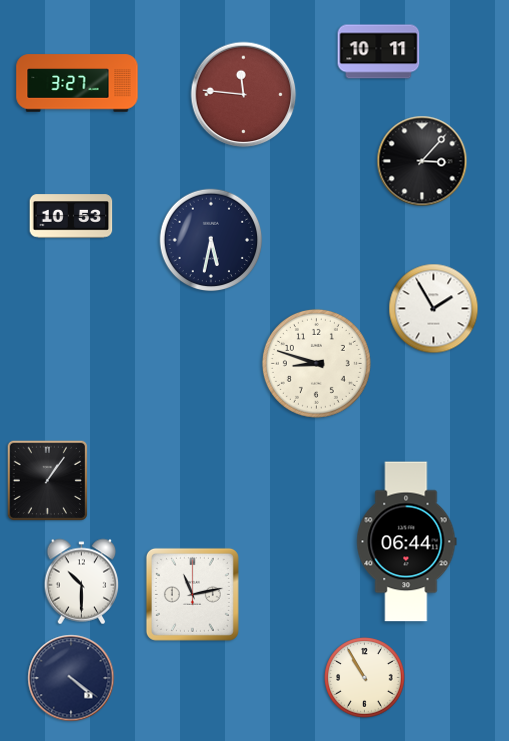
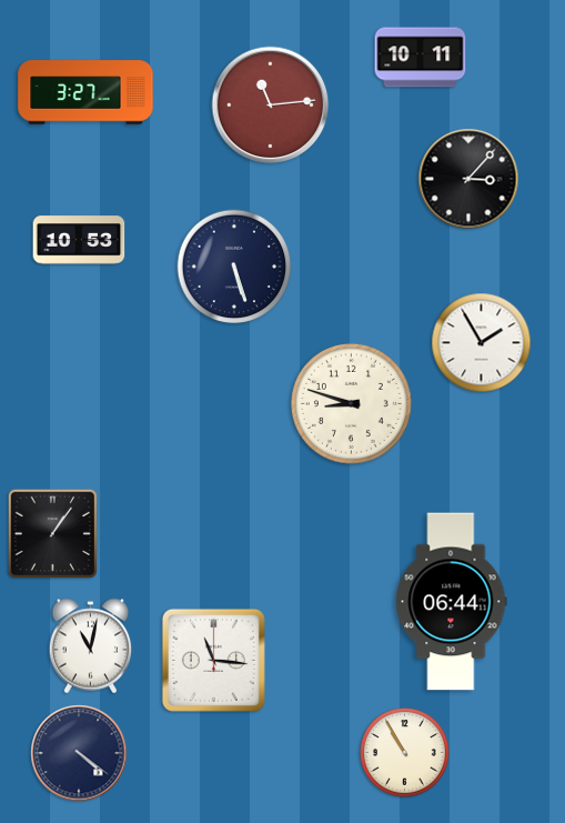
clock at (244, 95): 11:46 -> 11:14
clock at (211, 240): 5:32 -> 5:27
clock at (82, 582): 10:30 -> 11:02
clock at (192, 594): 11:13 -> 11:16
